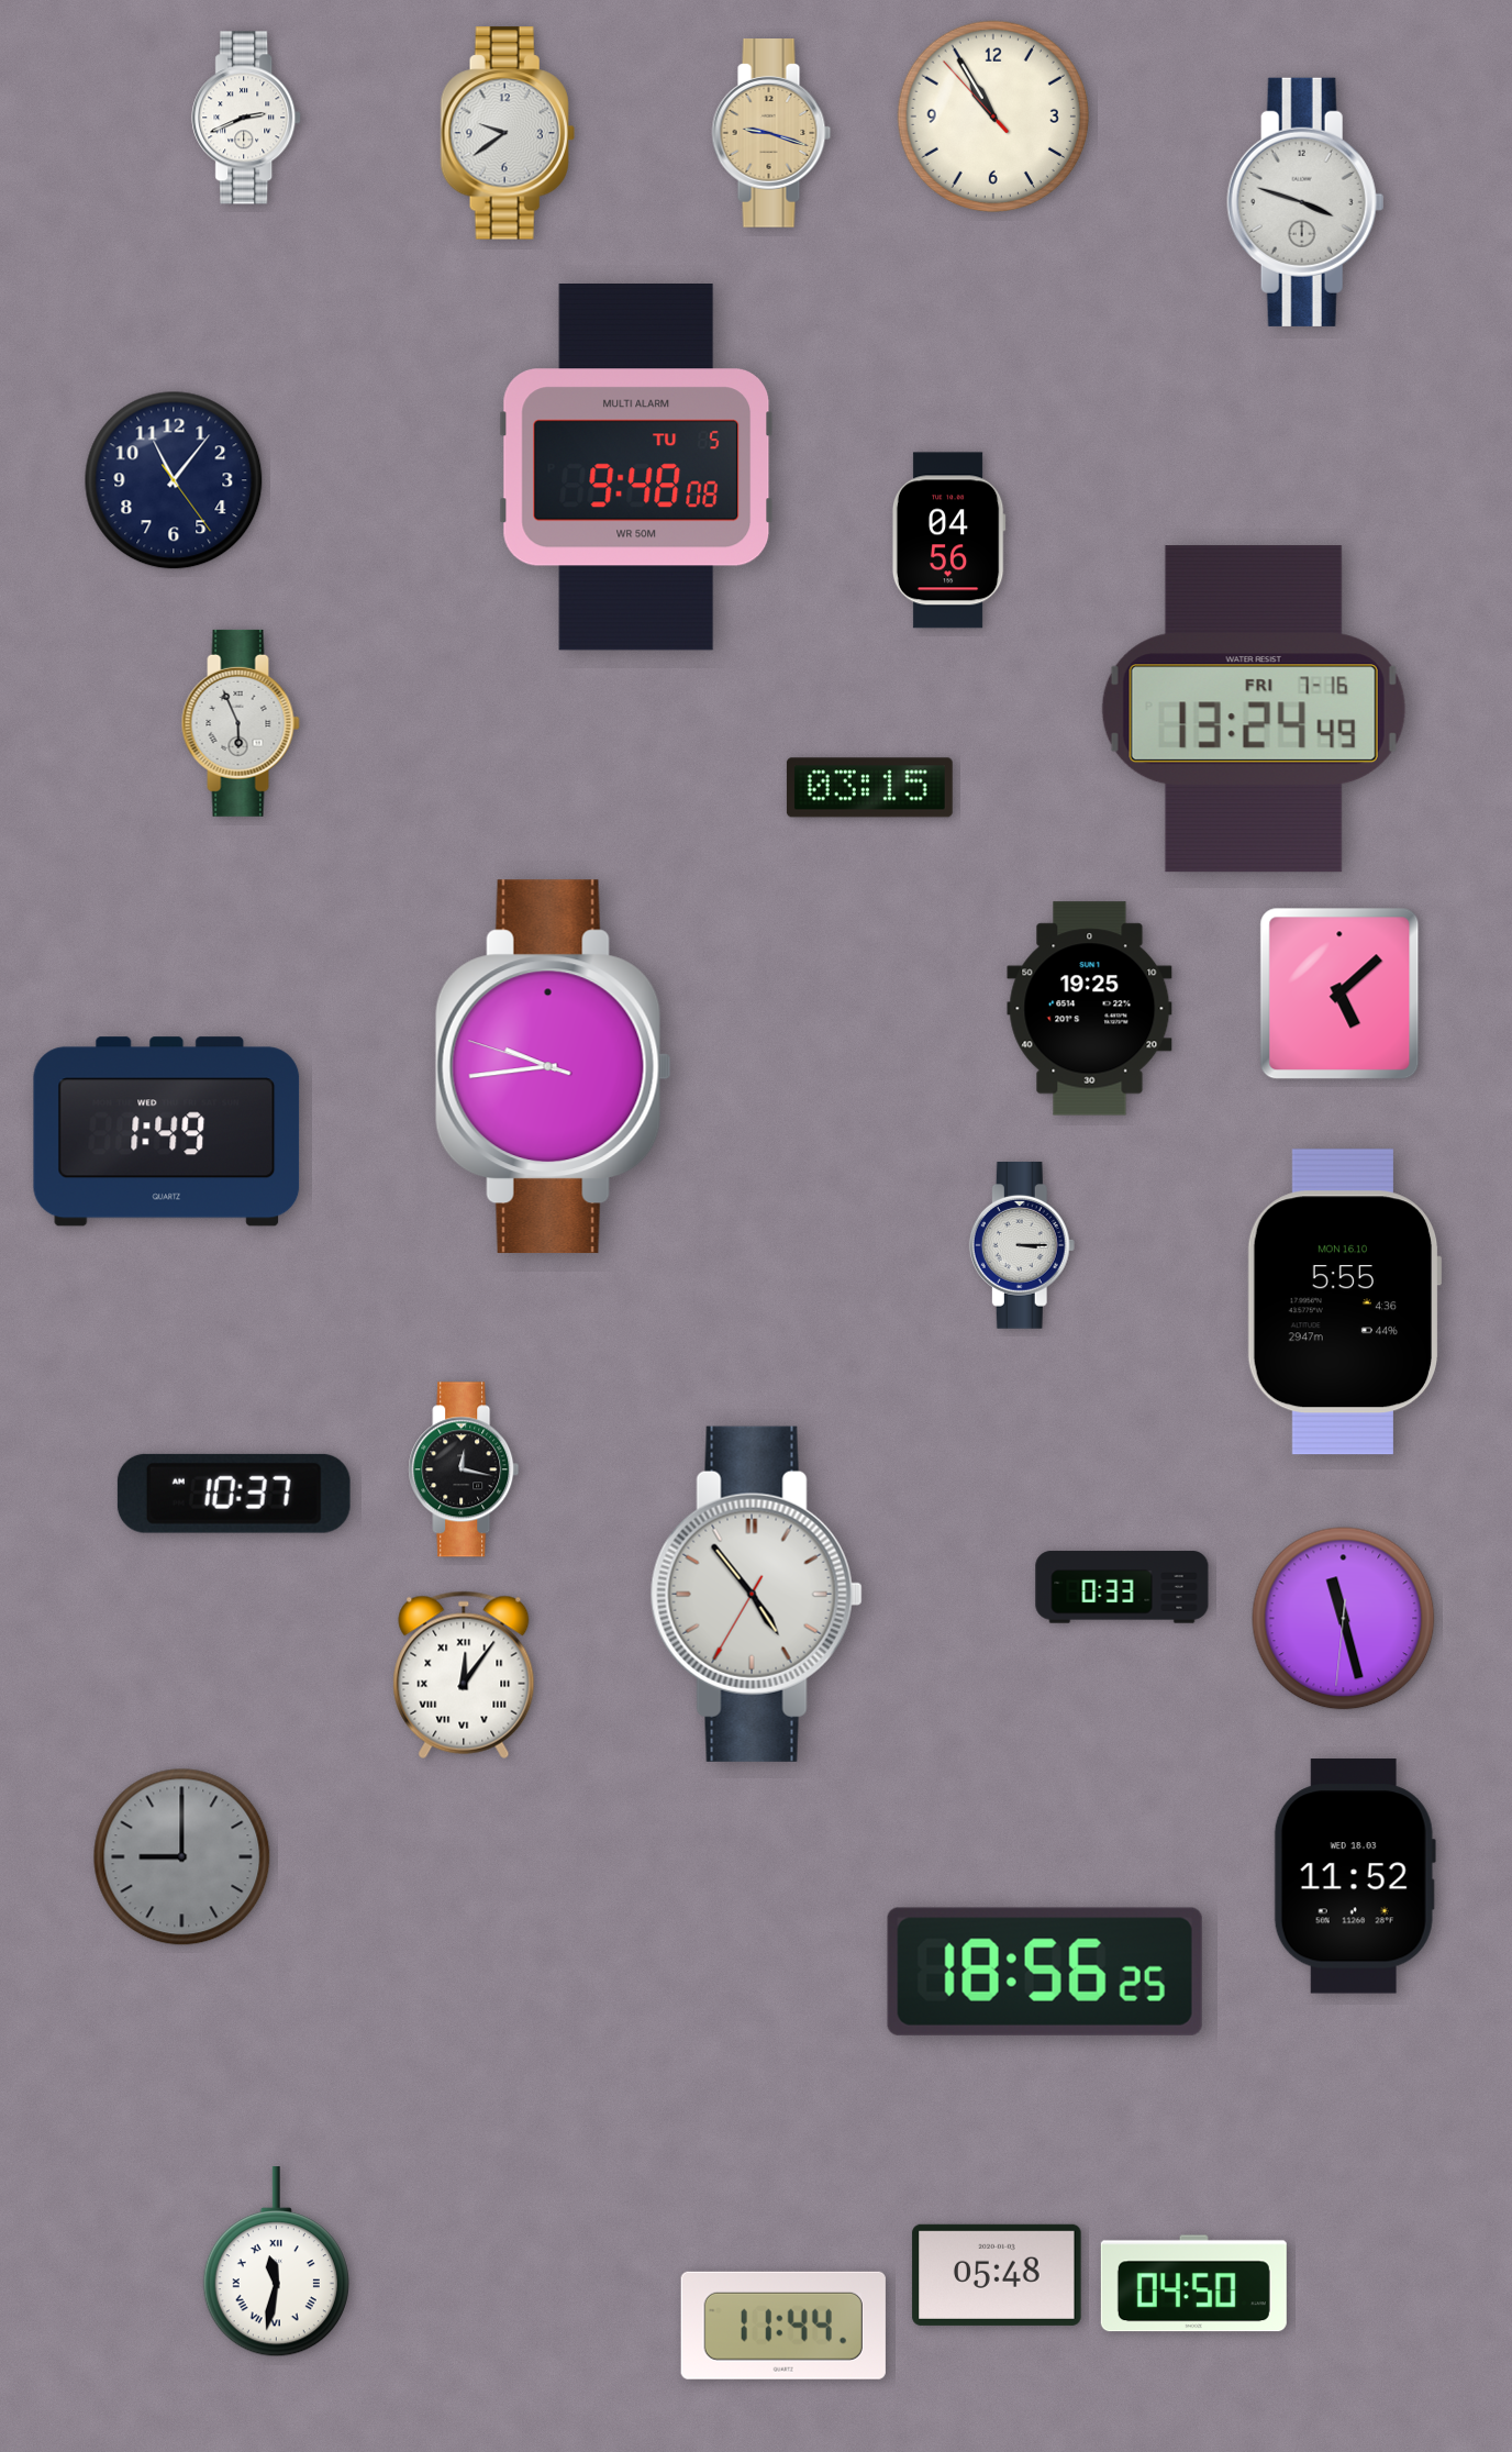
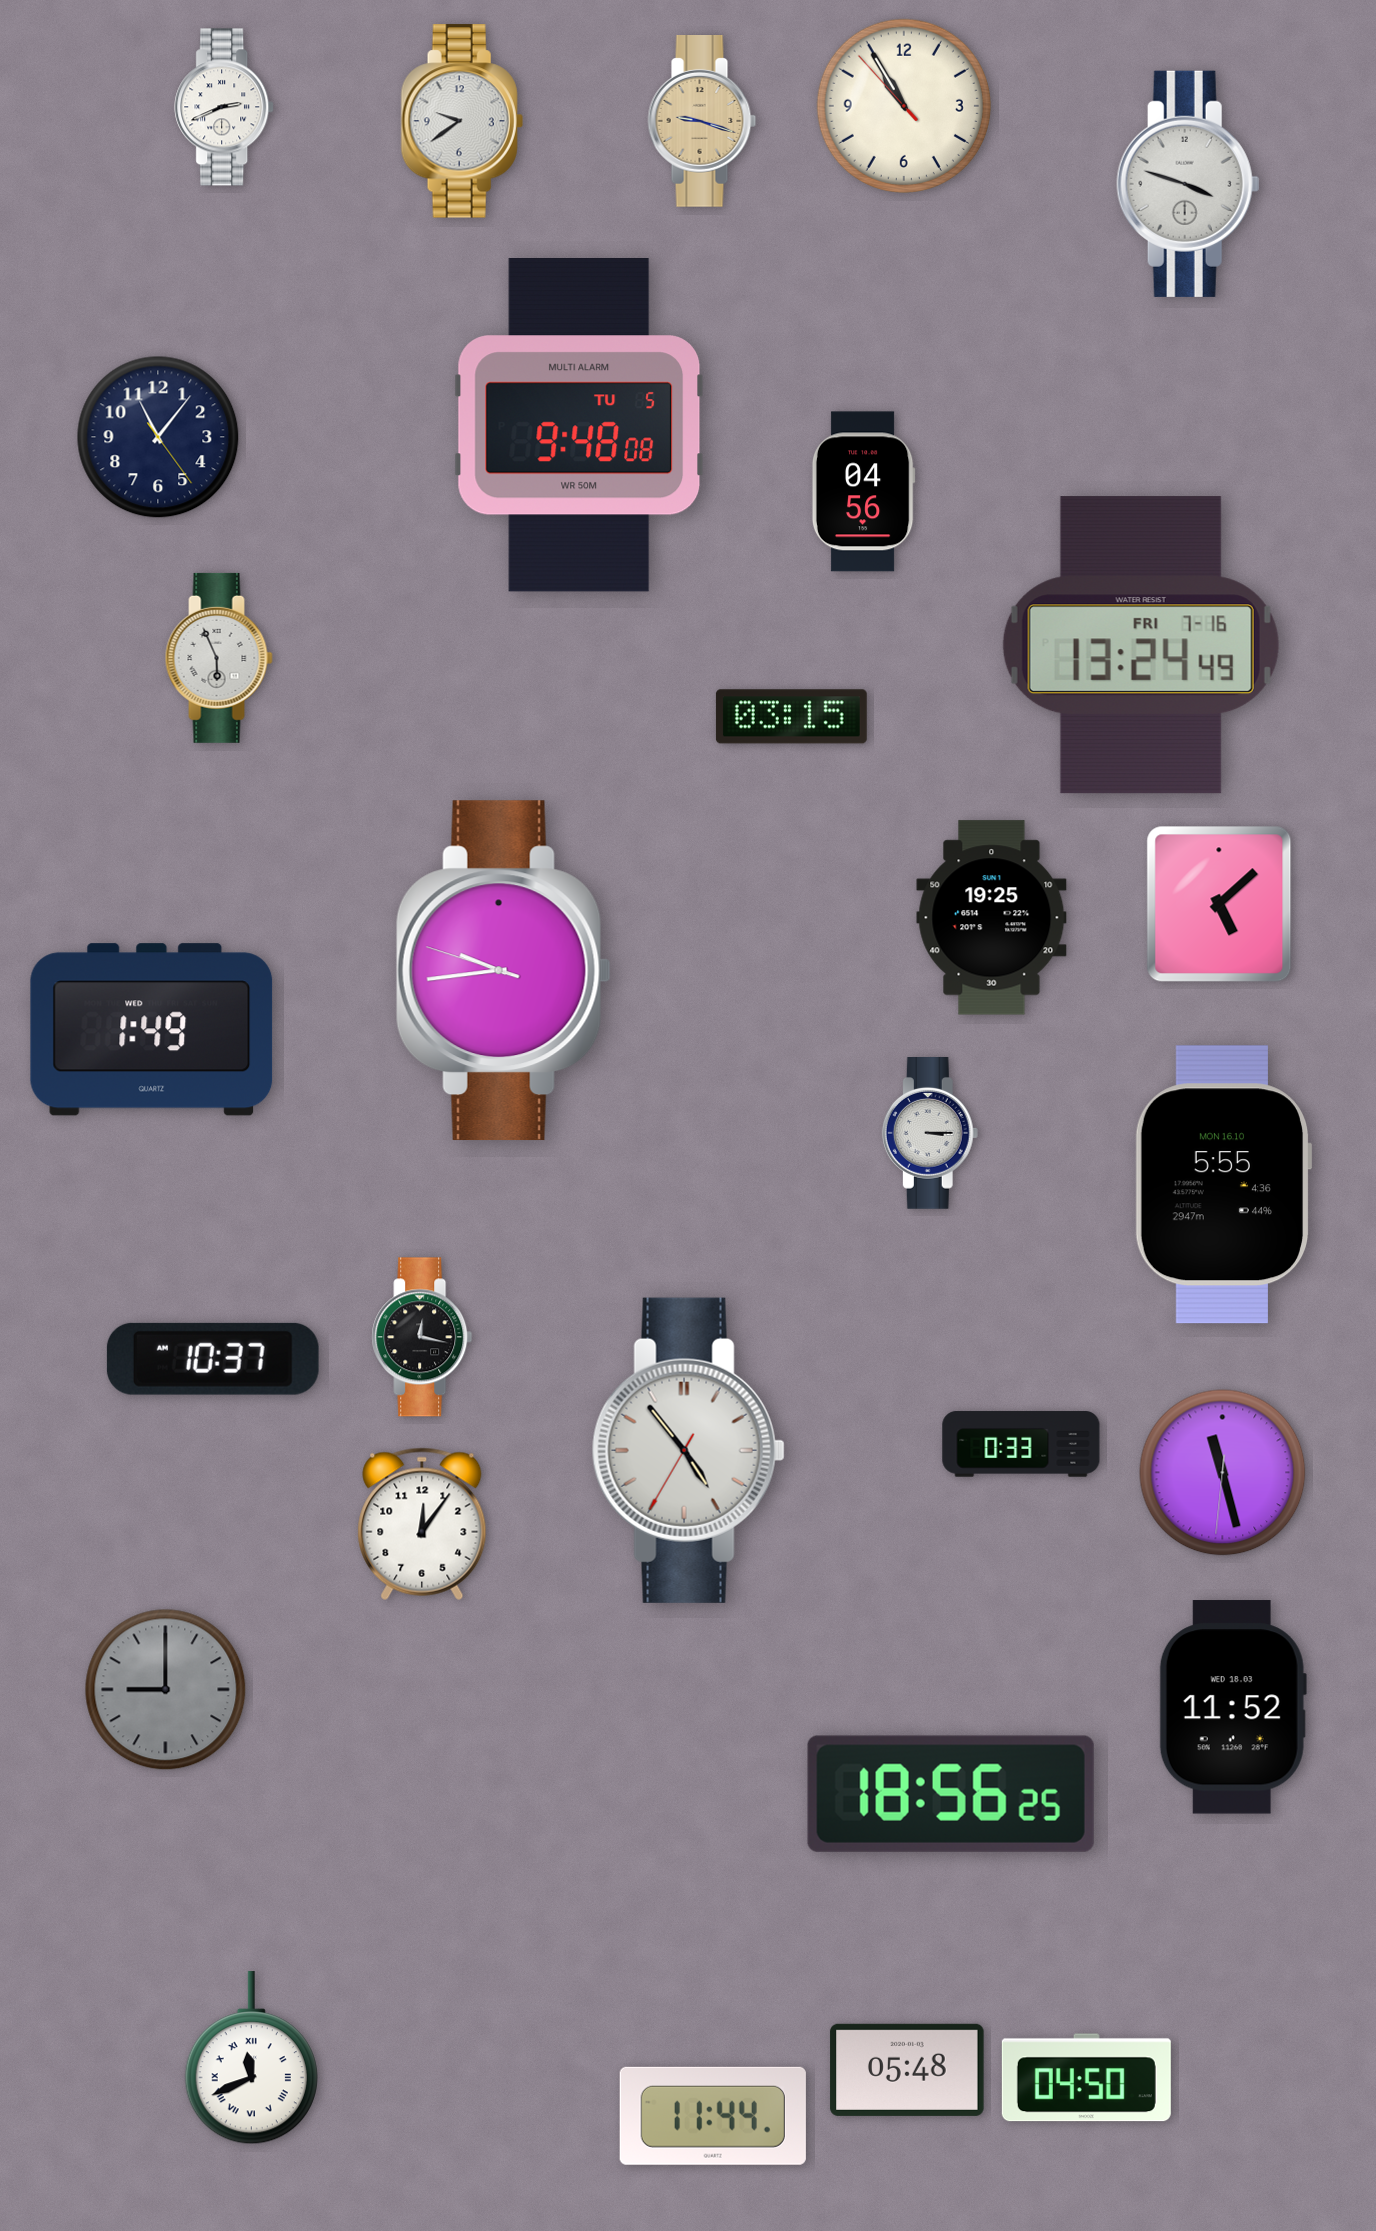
clock at (464, 1675) numerals: Roman -> Arabic
clock at (276, 2262): 11:32 -> 11:41
